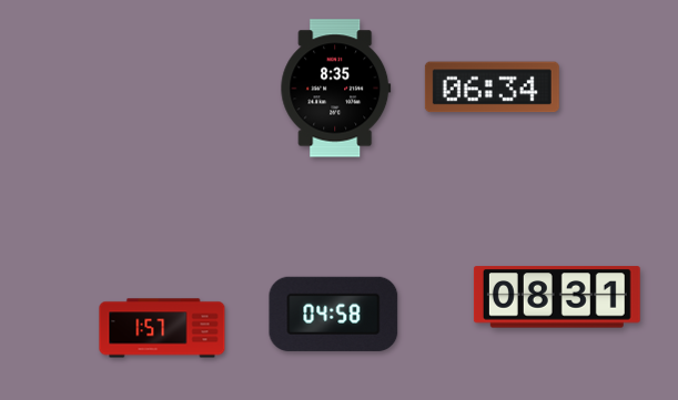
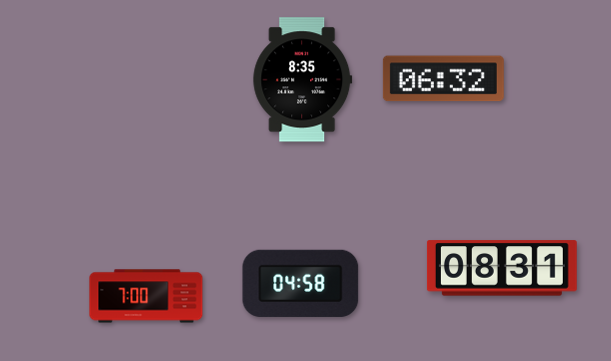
clock at (492, 88): 06:34 -> 06:32
clock at (162, 328): 1:57 -> 7:00
